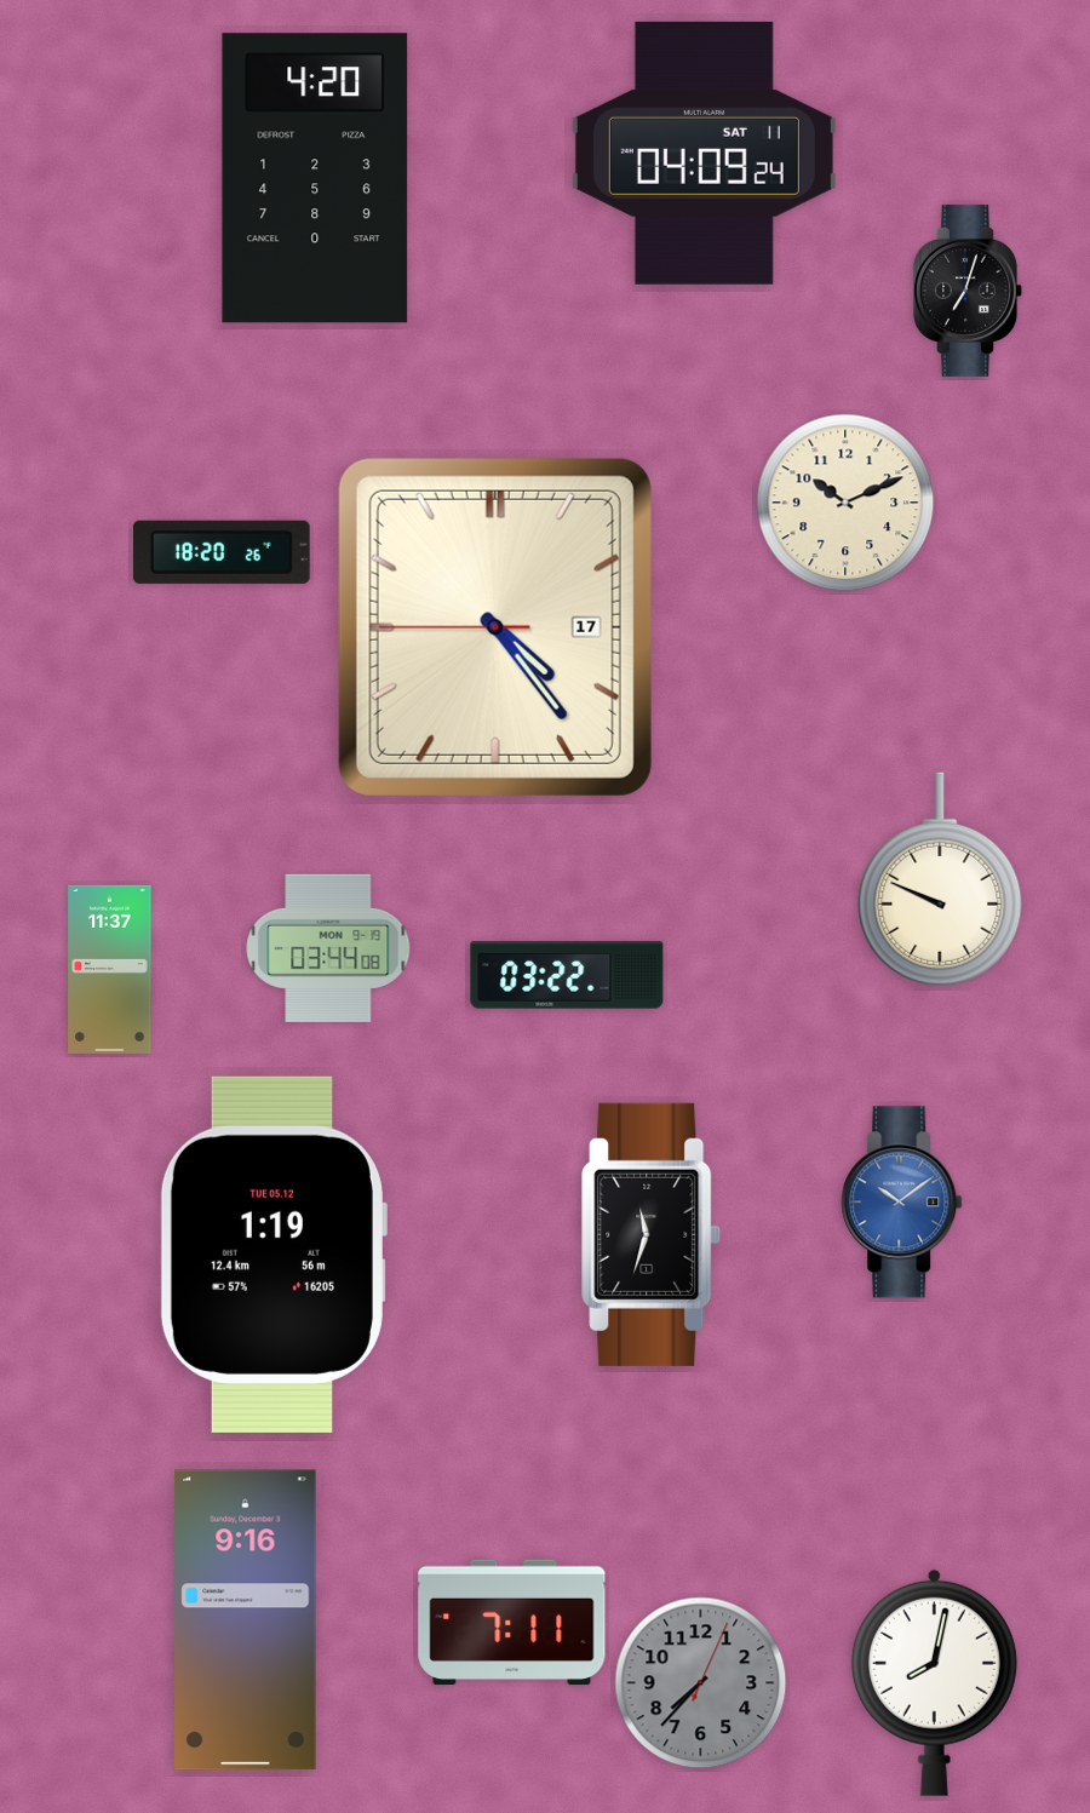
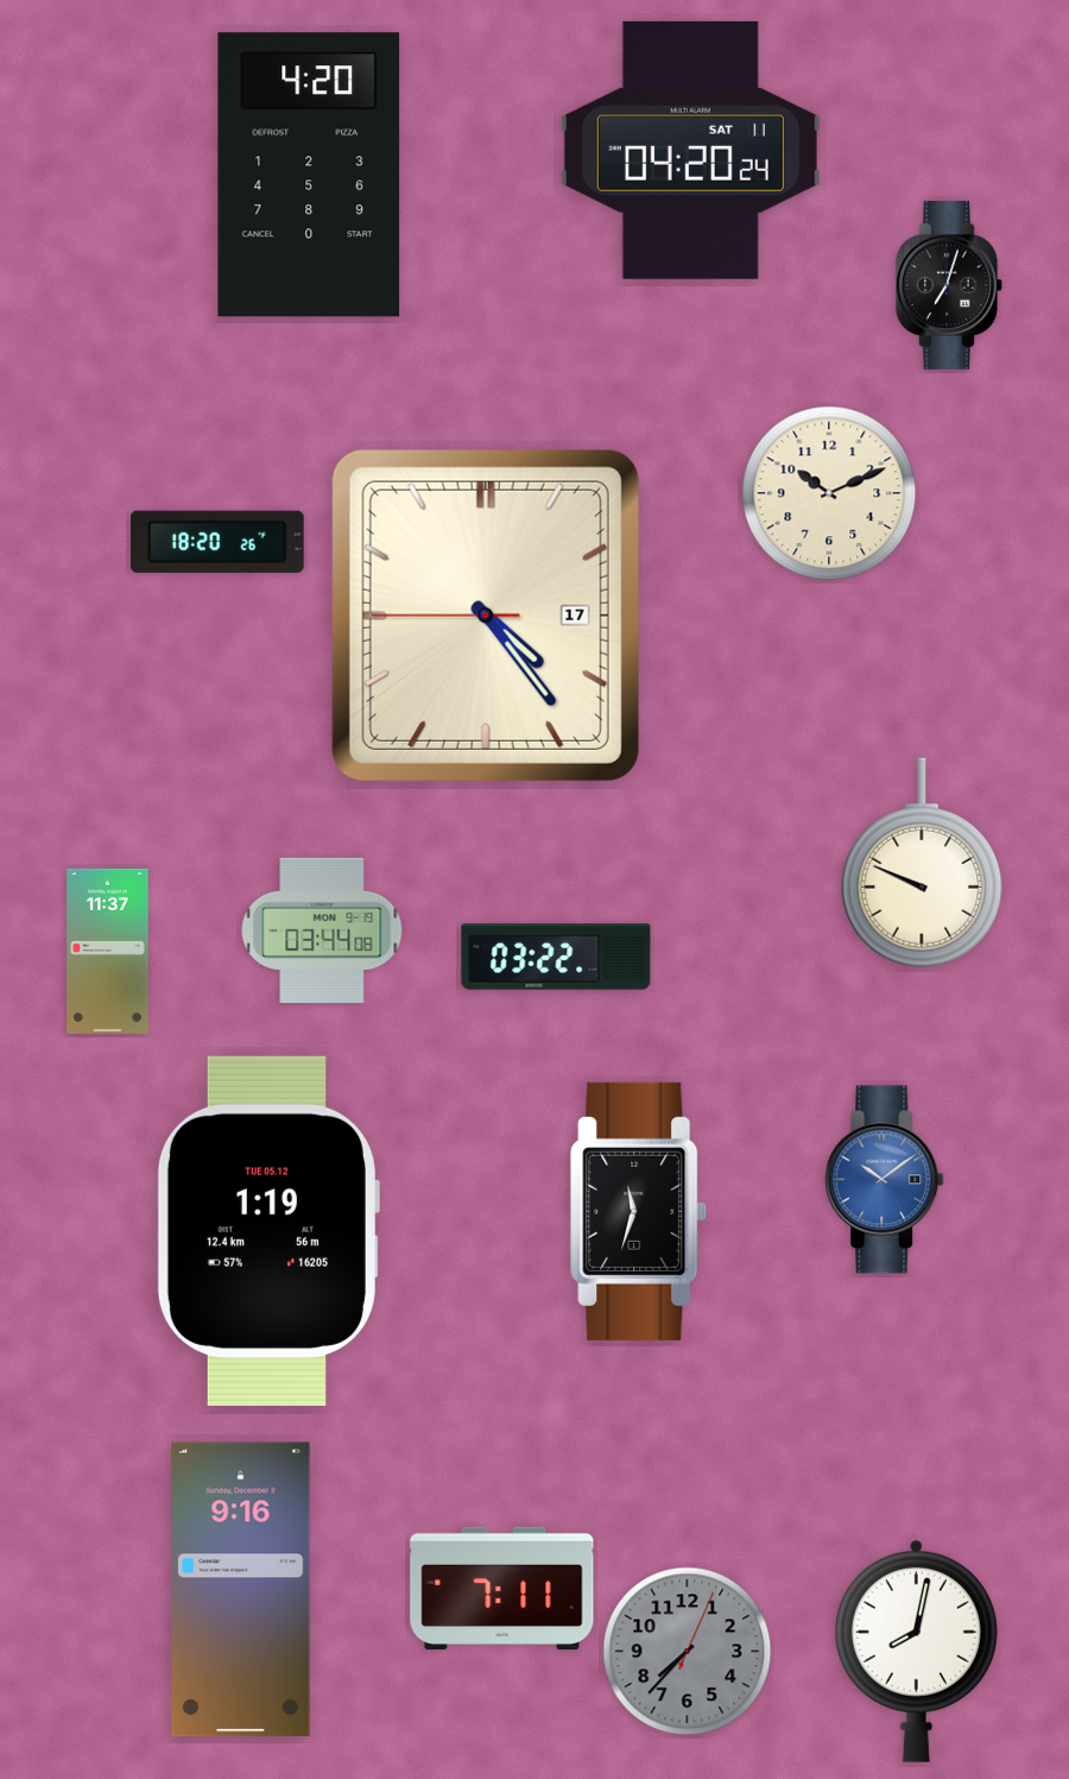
clock at (704, 153): 04:09 -> 04:20
clock at (512, 1623) position: (512, 1623) -> (502, 1589)
